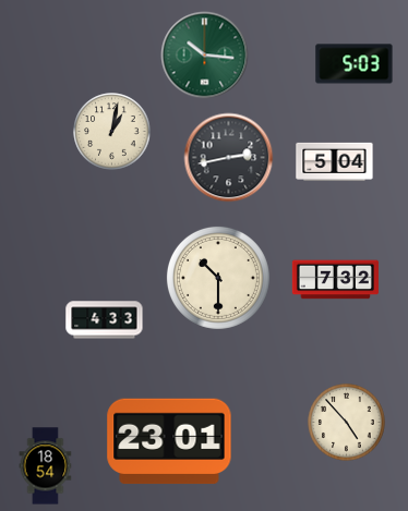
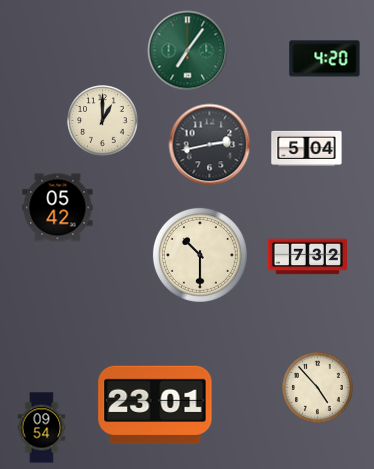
clock at (205, 56): 10:16 -> 7:06
clock at (355, 64): 5:03 -> 4:20
clock at (112, 132): 1:02 -> 1:00
clock at (58, 208): none -> 05:42
clock at (105, 320): 4:33 -> none
clock at (46, 466): 18:54 -> 09:54
